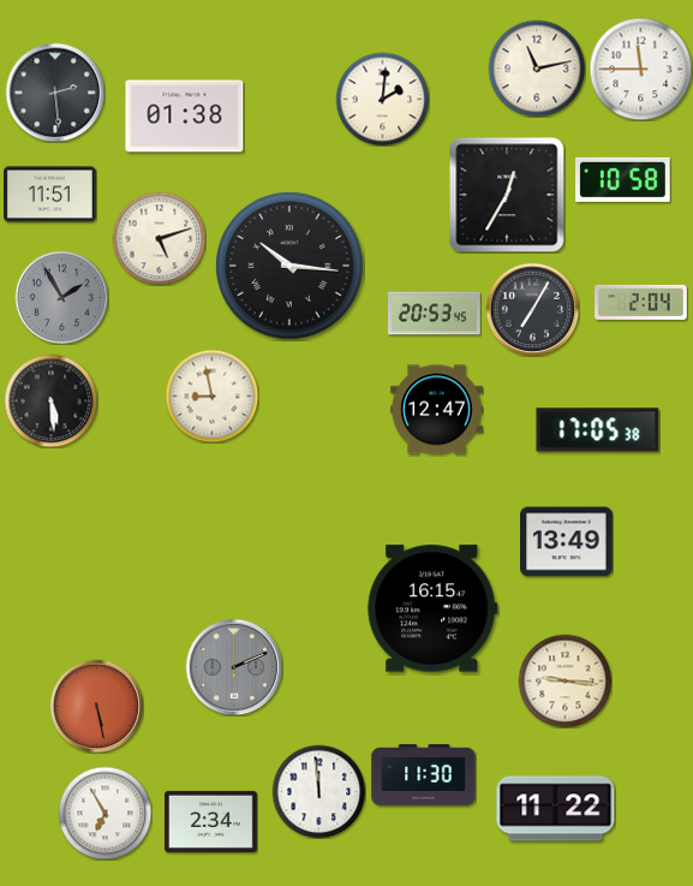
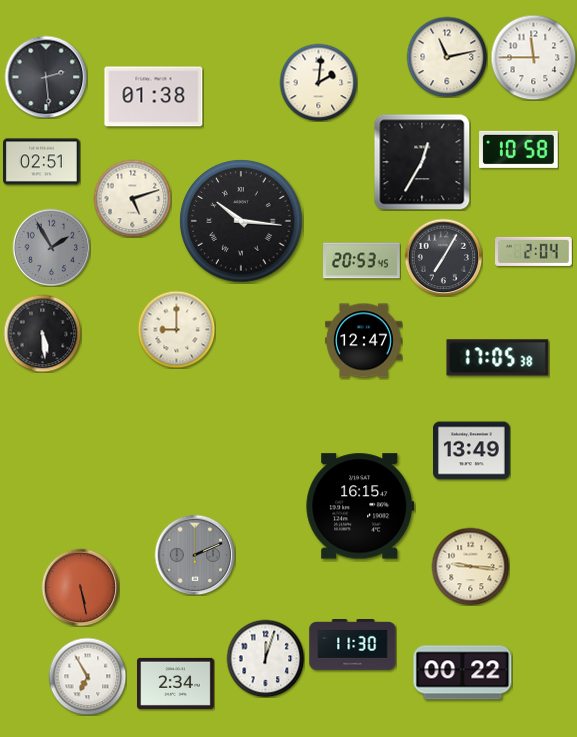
clock at (50, 195): 11:51 -> 02:51
clock at (211, 396): 8:58 -> 9:00
clock at (318, 791): 11:59 -> 12:03
clock at (556, 809): 11:22 -> 00:22
